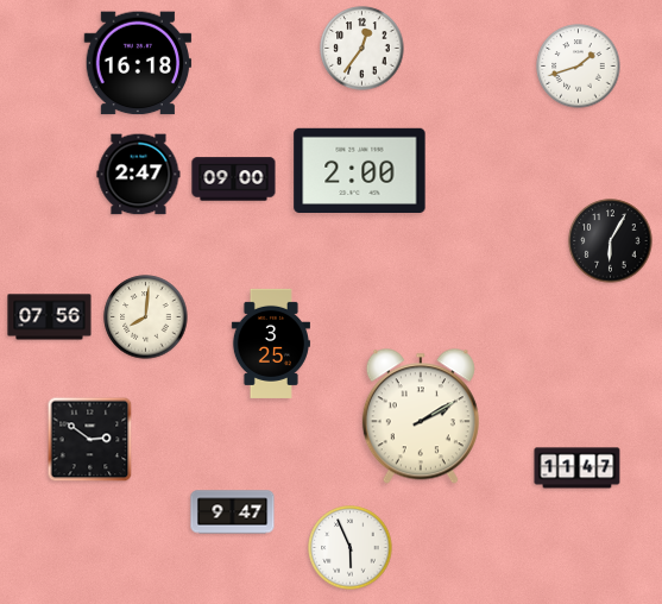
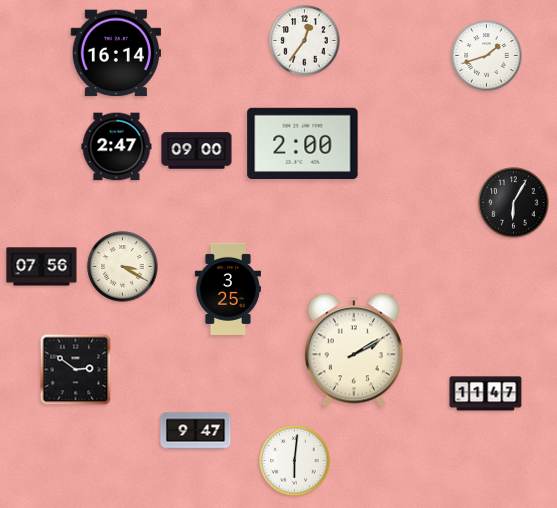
clock at (138, 63): 16:18 -> 16:14
clock at (146, 317): 8:01 -> 3:20
clock at (351, 548): 5:56 -> 6:01
